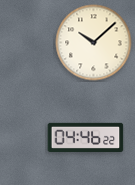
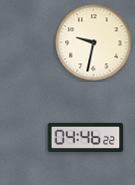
clock at (94, 43): 10:08 -> 9:32
